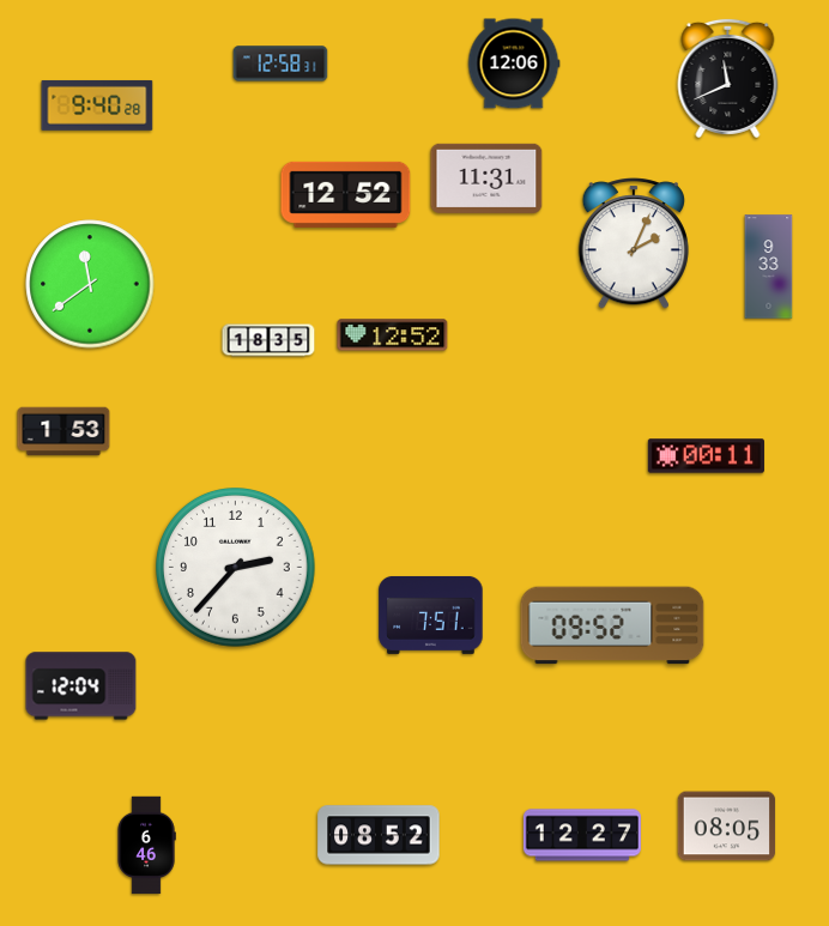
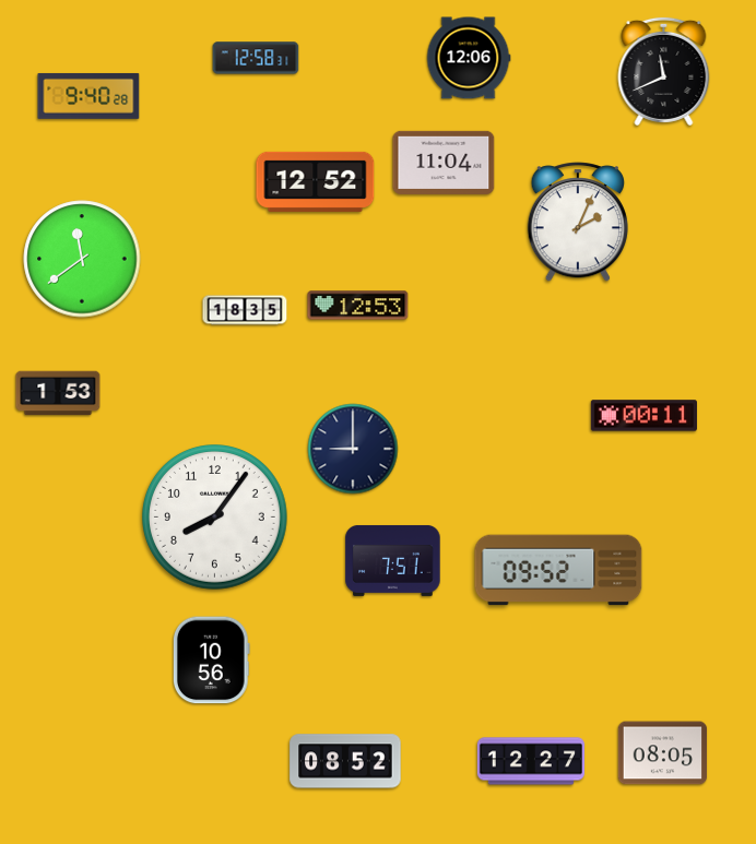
clock at (486, 178): 11:31 -> 11:04
clock at (346, 194) position: (346, 194) -> (316, 181)
clock at (769, 267): 9:33 -> none
clock at (393, 335): 12:52 -> 12:53
clock at (353, 449): none -> 9:00
clock at (236, 568): 2:37 -> 8:06
clock at (81, 686): 12:04 -> none
clock at (211, 661): none -> 10:56
clock at (146, 846): 6:46 -> none
